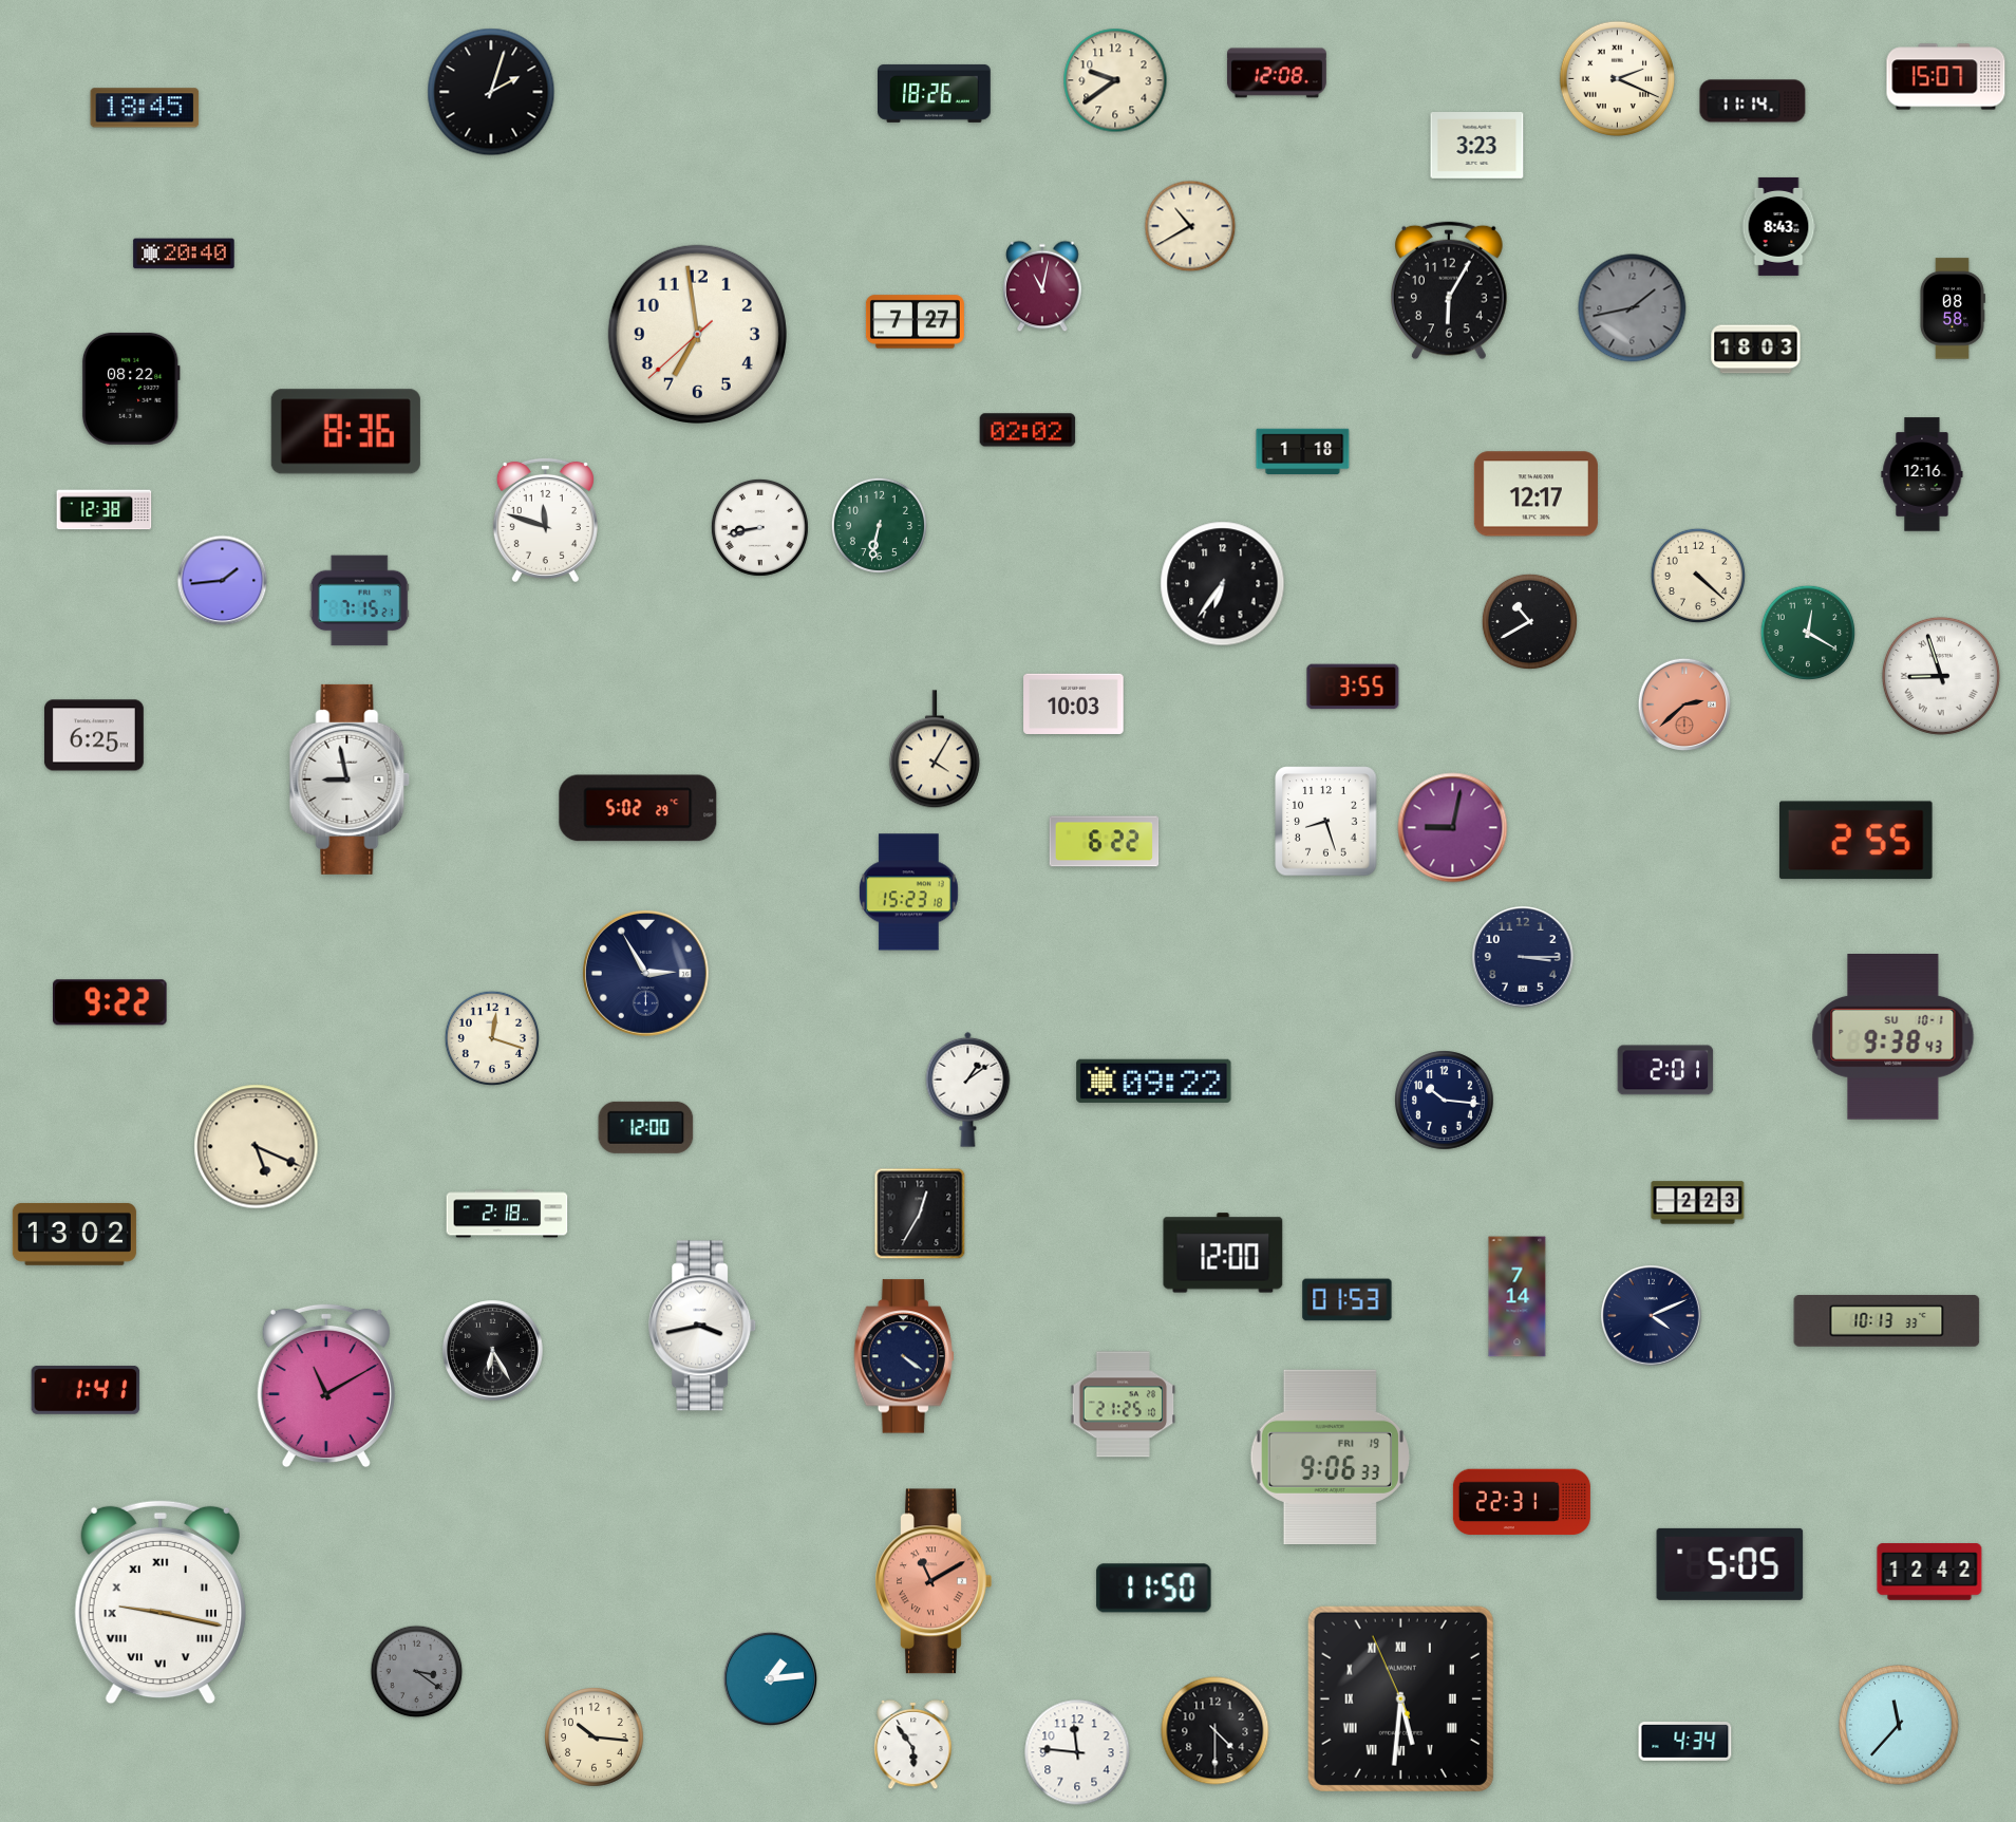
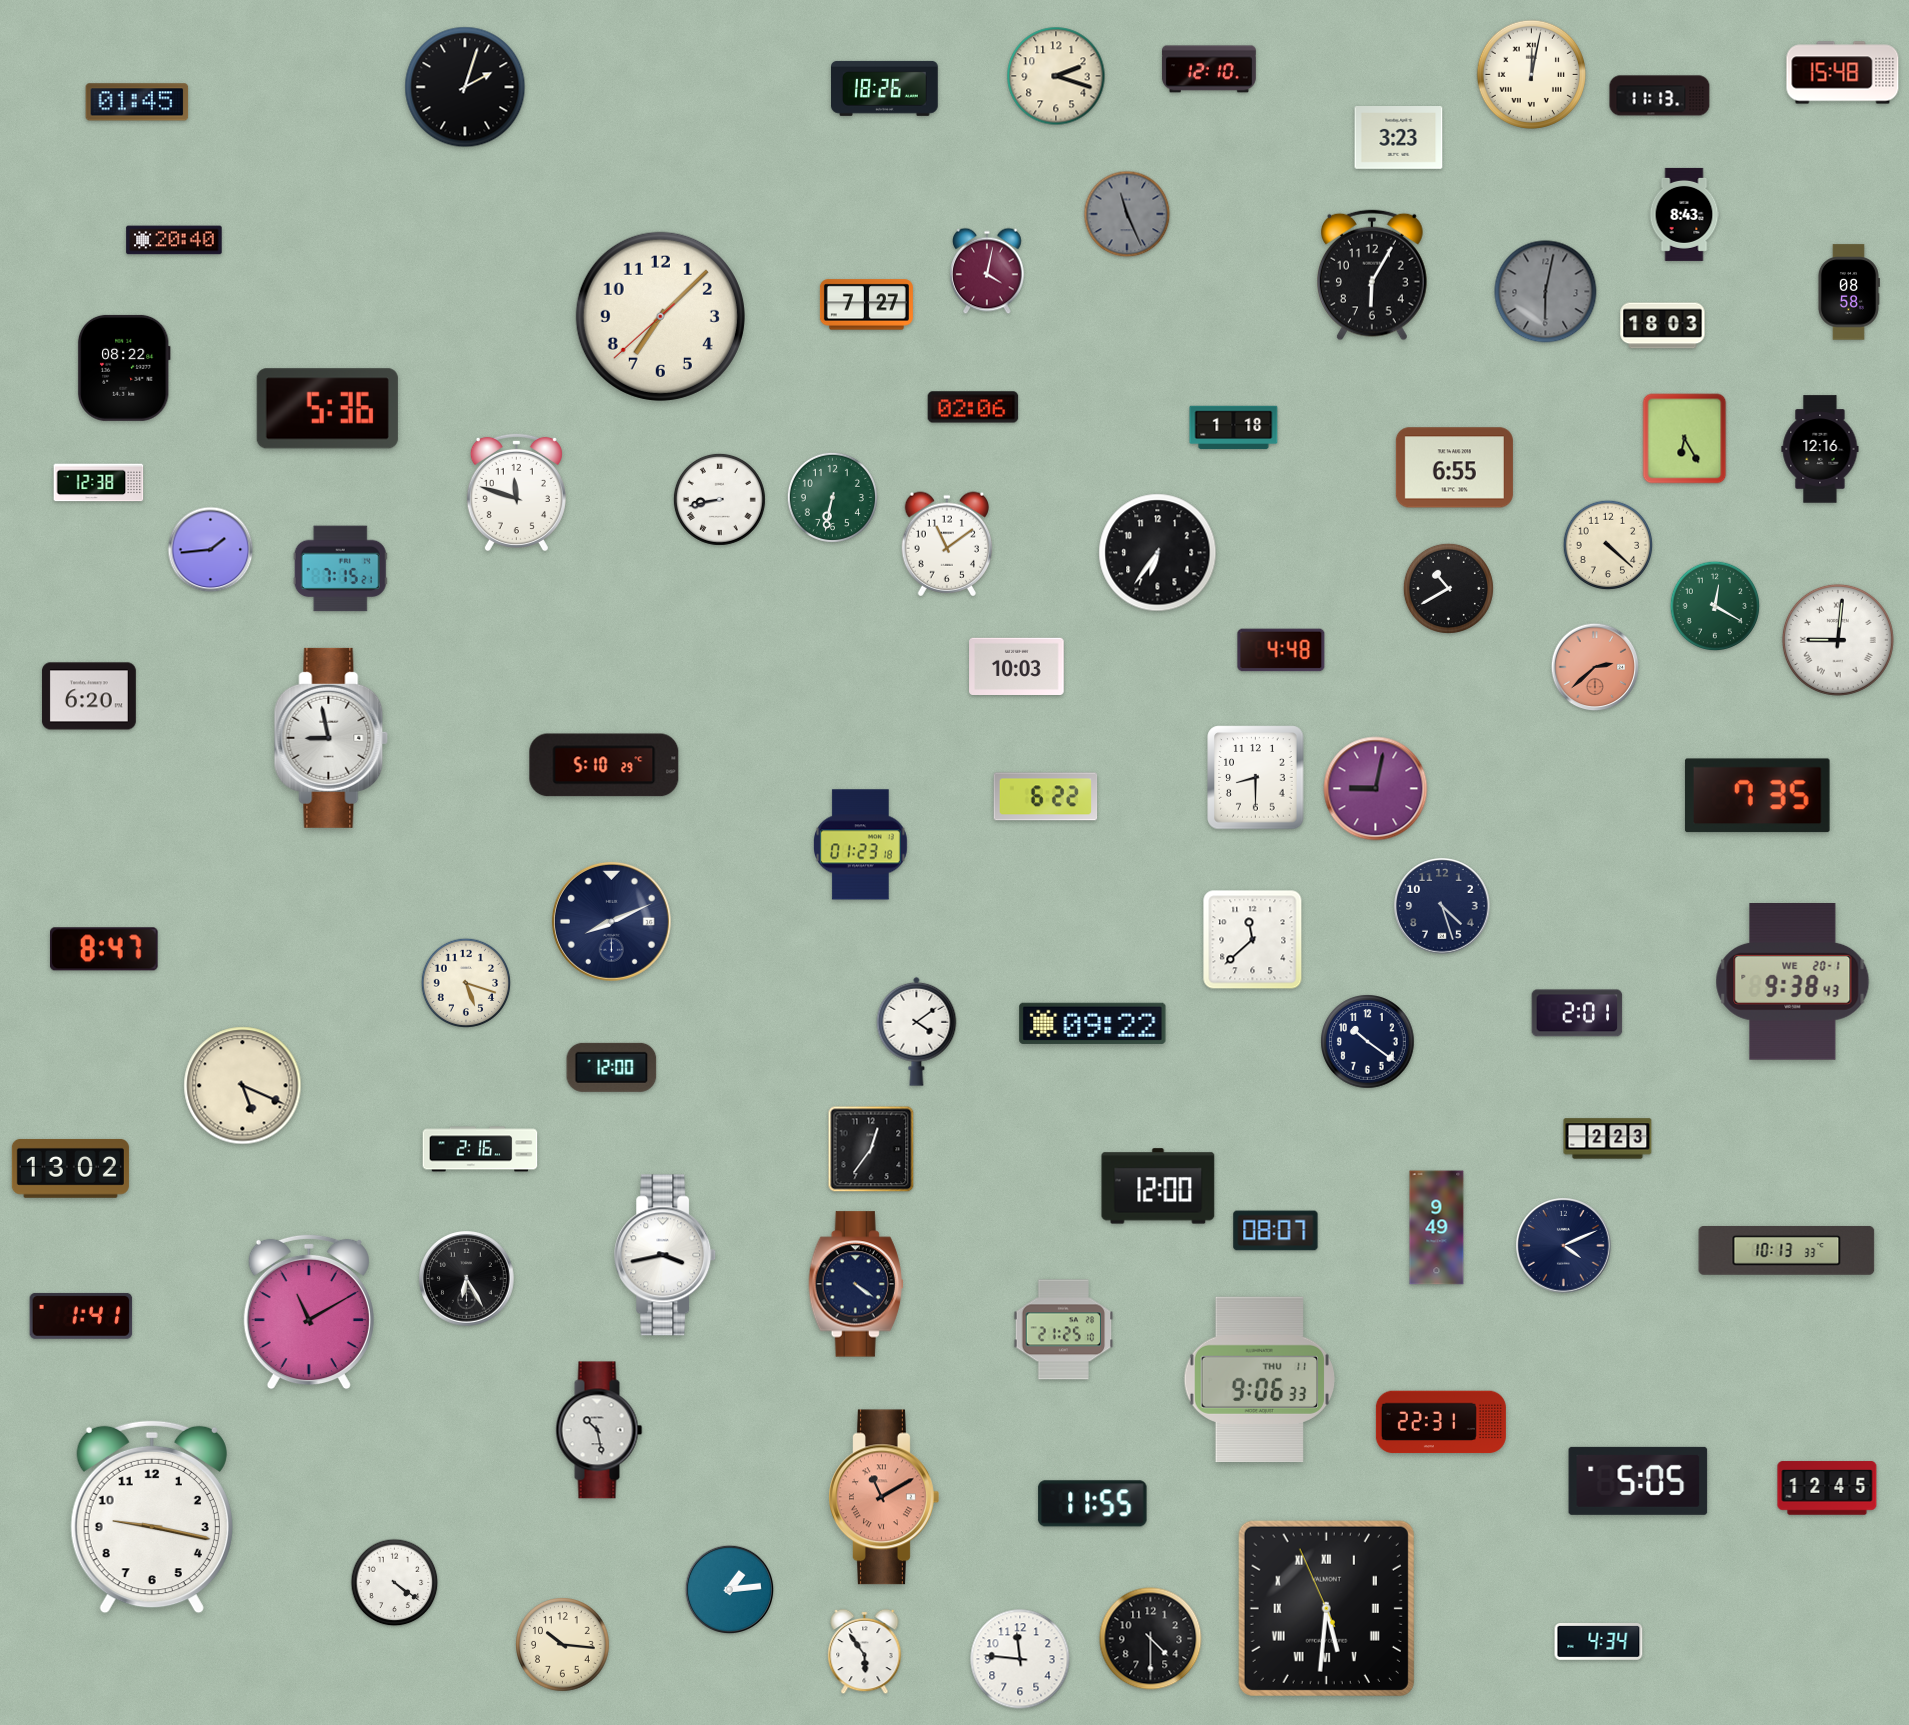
clock at (1277, 73): 12:08 -> 12:10
clock at (1946, 77): 15:07 -> 15:48
clock at (1617, 78): 2:19 -> 12:02
clock at (1115, 80): 9:39 -> 2:18
clock at (1753, 101): 11:14 -> 11:13
clock at (145, 108): 18:45 -> 01:45
clock at (1190, 226): 10:40 -> 11:26
clock at (1190, 226) dial: cream -> grey
clock at (1042, 286): 11:02 -> 4:02
clock at (1633, 308): 1:43 -> 6:02
clock at (697, 334): 6:58 -> 7:07
clock at (1756, 350) position: (1756, 350) -> (1663, 326)
clock at (1028, 430): 02:02 -> 02:06
clock at (345, 432): 8:36 -> 5:36
clock at (1685, 439): none -> 6:25
clock at (1535, 494): 12:17 -> 6:55
clock at (946, 544): none -> 11:09
clock at (1807, 632) position: (1807, 632) -> (1714, 605)
clock at (1941, 676): 8:57 -> 9:01
clock at (1353, 687): 3:55 -> 4:48
clock at (95, 735): 6:25 -> 6:20
clock at (935, 750): 4:05 -> none
clock at (638, 808): 5:02 -> 5:10
clock at (1326, 822): 8:27 -> 8:30
clock at (1453, 828) position: (1453, 828) -> (1376, 789)
clock at (1855, 841): 2:55 -> 7:35
clock at (909, 893): 15:23 -> 01:23
clock at (1523, 957): 3:15 -> 4:27
clock at (645, 973): 2:55 -> 8:11
clock at (1253, 940): none -> 11:38
clock at (110, 1002): 9:22 -> 8:47
clock at (491, 1037): 12:18 -> 5:18
clock at (1893, 1037) date: SU 10-1 -> WE 20-1
clock at (968, 1089): 1:09 -> 4:09
clock at (1445, 1101): 10:16 -> 10:21
clock at (507, 1214): 2:18 -> 2:16
clock at (920, 1214): 12:35 -> 12:36
clock at (1518, 1297): 7:14 -> 9:49
clock at (1348, 1300): 01:53 -> 08:07
clock at (1330, 1457) date: FRI 19 -> THU 11
clock at (599, 1430): none -> 10:28
clock at (1929, 1572): 12:42 -> 12:45
clock at (1154, 1589): 11:50 -> 11:55
clock at (161, 1602) numerals: Roman -> Arabic
clock at (417, 1672): 3:21 -> 4:21
clock at (417, 1672) dial: grey -> white
clock at (1900, 1726): 11:37 -> none
clock at (1685, 1742) position: (1685, 1742) -> (1599, 1642)
